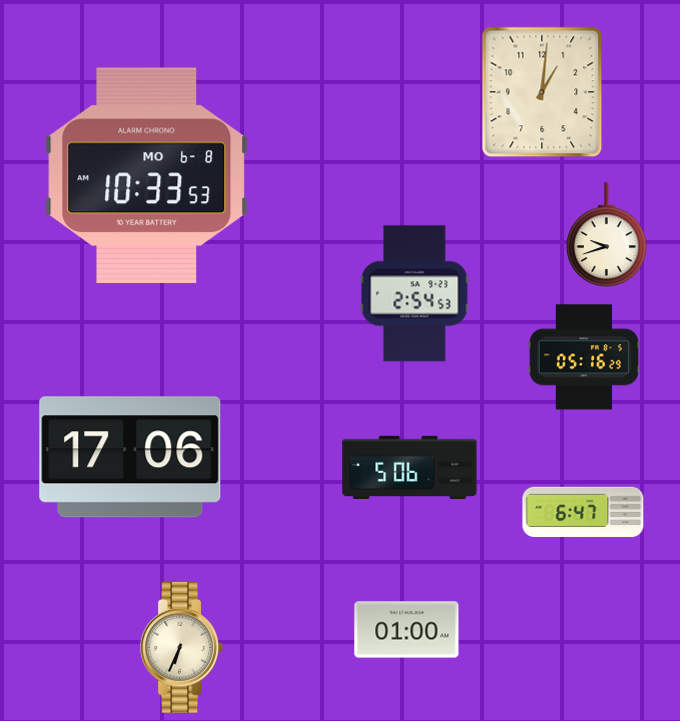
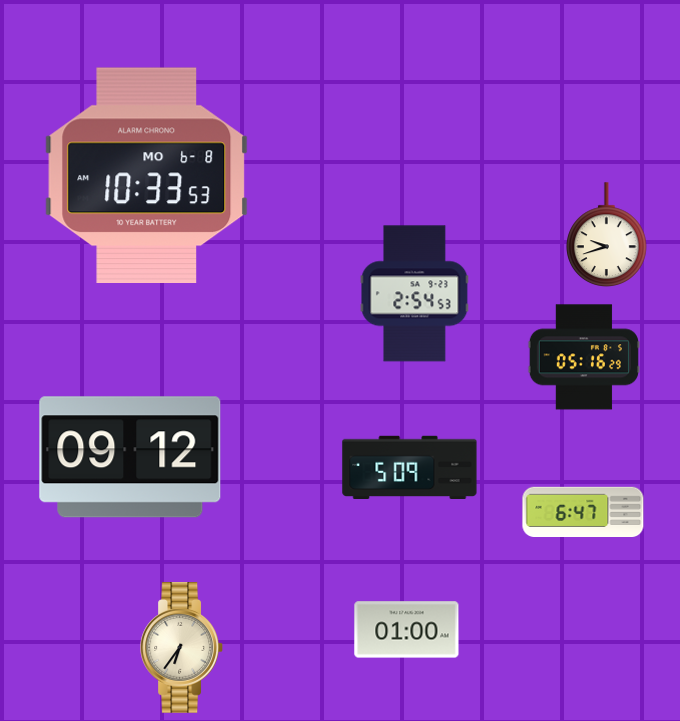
clock at (542, 92): 1:01 -> none
clock at (130, 457): 17:06 -> 09:12
clock at (410, 467): 5:06 -> 5:09
clock at (181, 648): 6:34 -> 6:36
